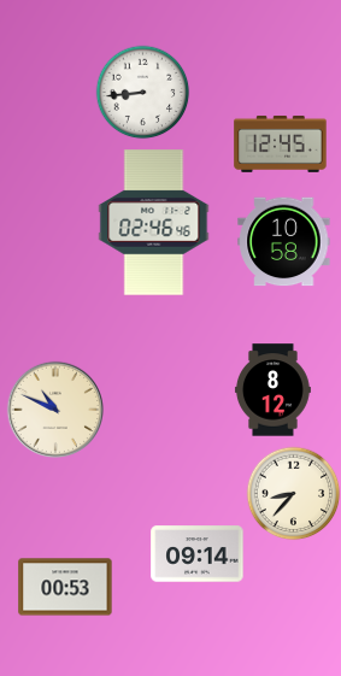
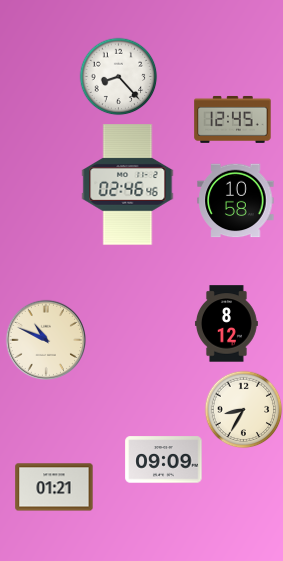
clock at (142, 92): 8:44 -> 8:23
clock at (293, 493): 8:37 -> 8:35
clock at (198, 554): 09:14 -> 09:09
clock at (65, 587): 00:53 -> 01:21
